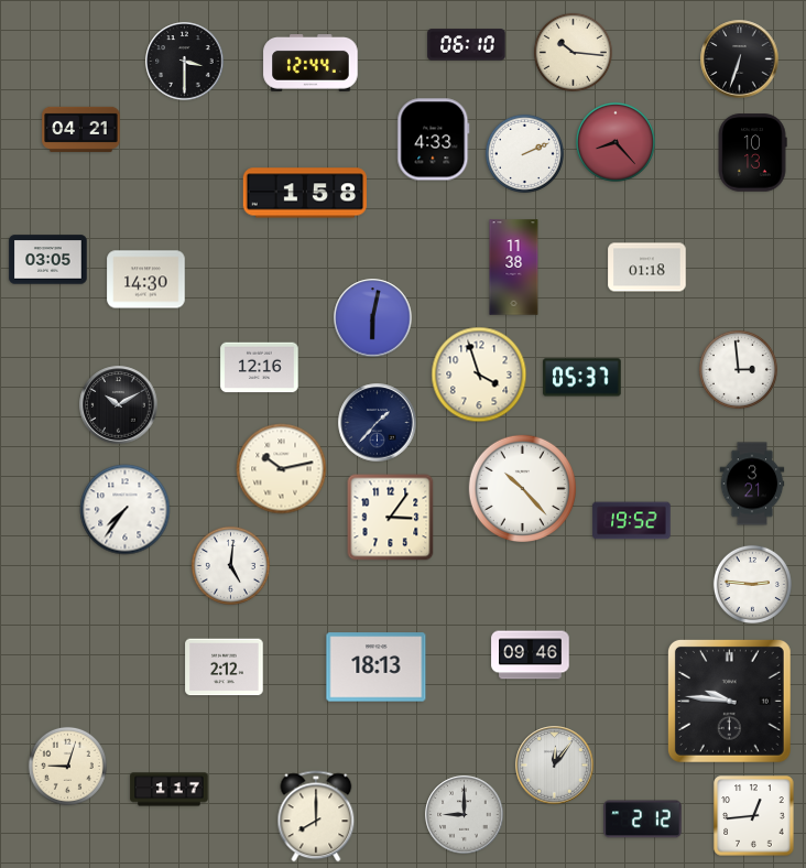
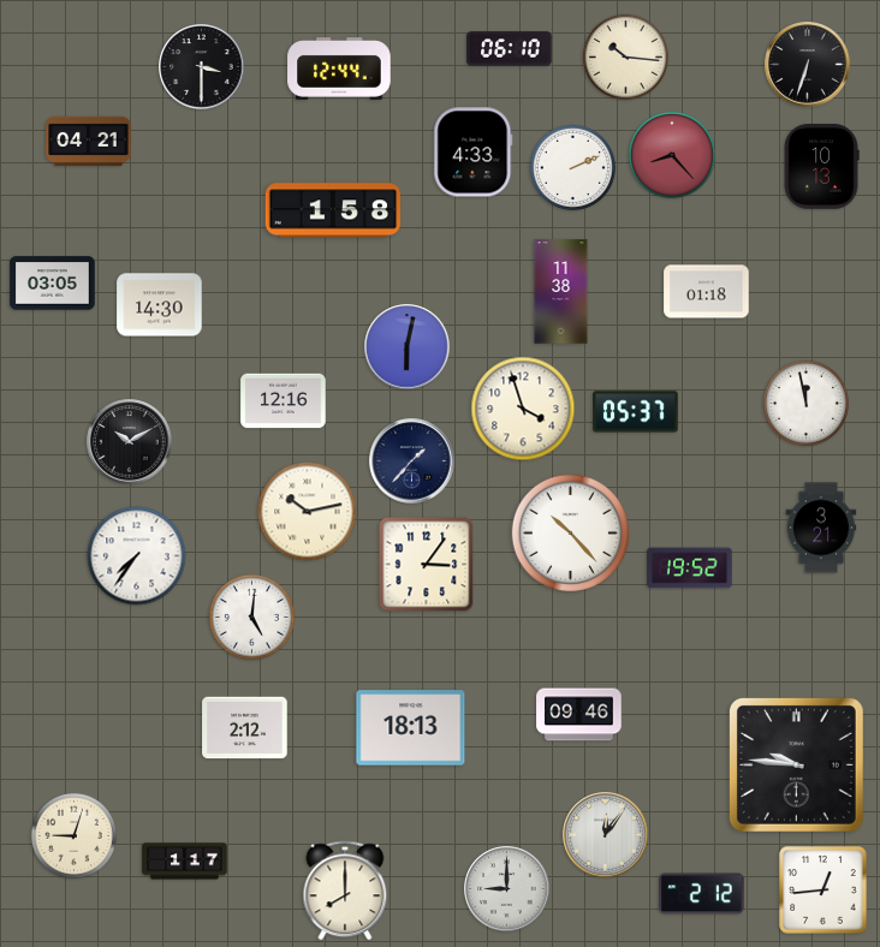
clock at (738, 369): 2:59 -> 11:58
clock at (752, 584): 2:46 -> none
